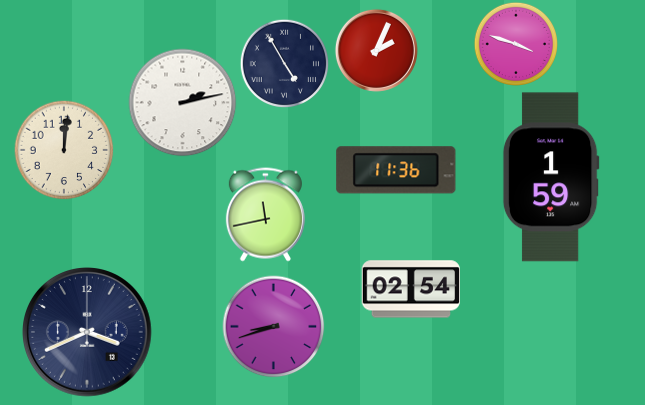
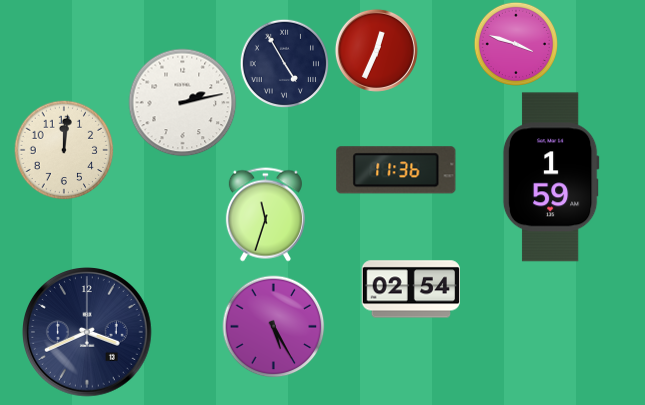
clock at (376, 50): 2:04 -> 12:34
clock at (265, 215): 11:43 -> 11:33
clock at (274, 327): 8:42 -> 5:25
